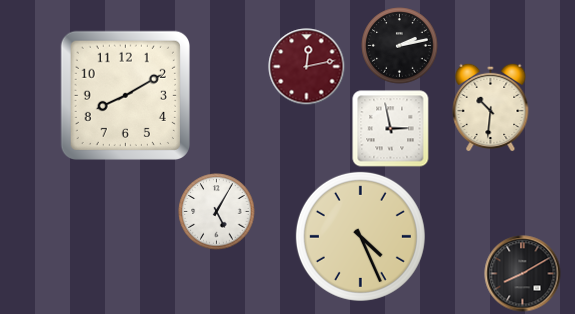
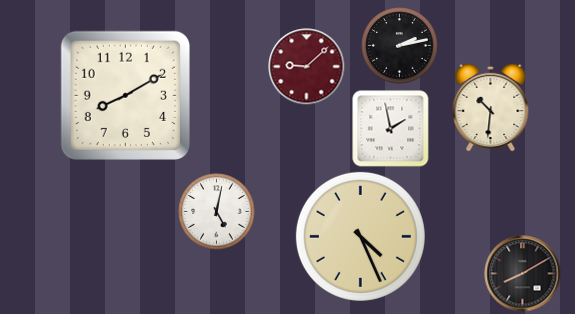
clock at (307, 67): 12:13 -> 9:08
clock at (391, 129): 2:58 -> 1:58
clock at (217, 212): 5:05 -> 5:02
